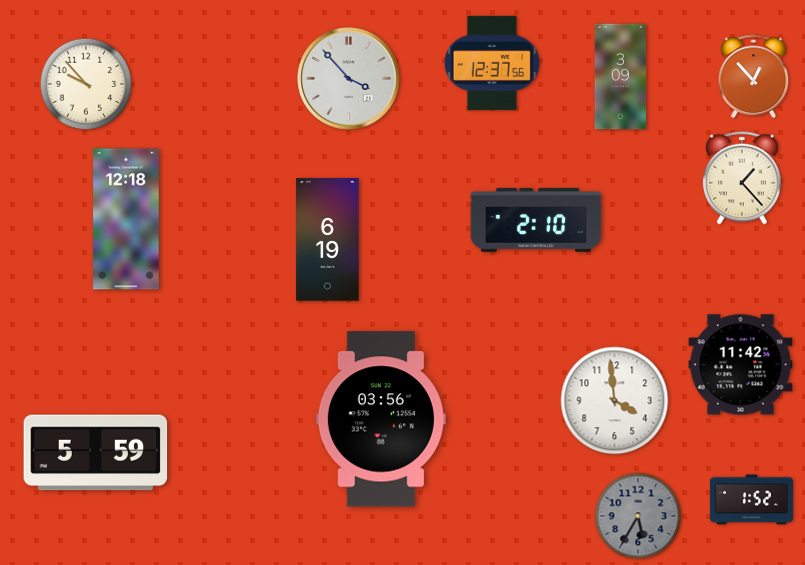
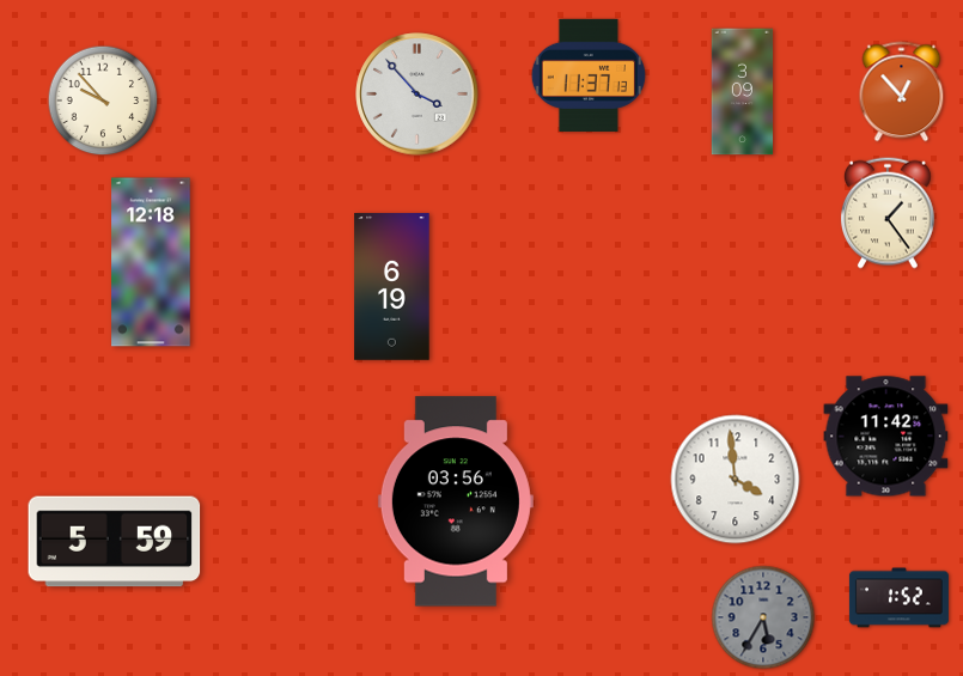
clock at (492, 63): 12:37 -> 11:37
clock at (742, 178): 1:23 -> 1:24
clock at (536, 220): 2:10 -> none
